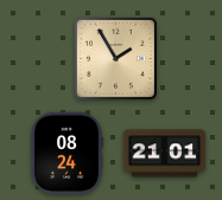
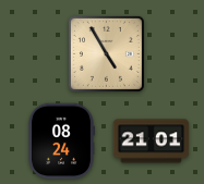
clock at (115, 58): 1:55 -> 4:55
